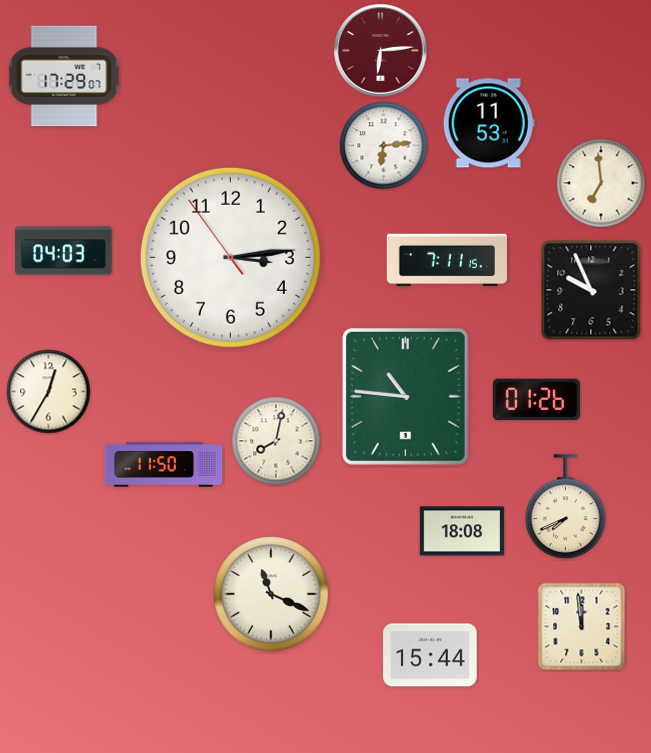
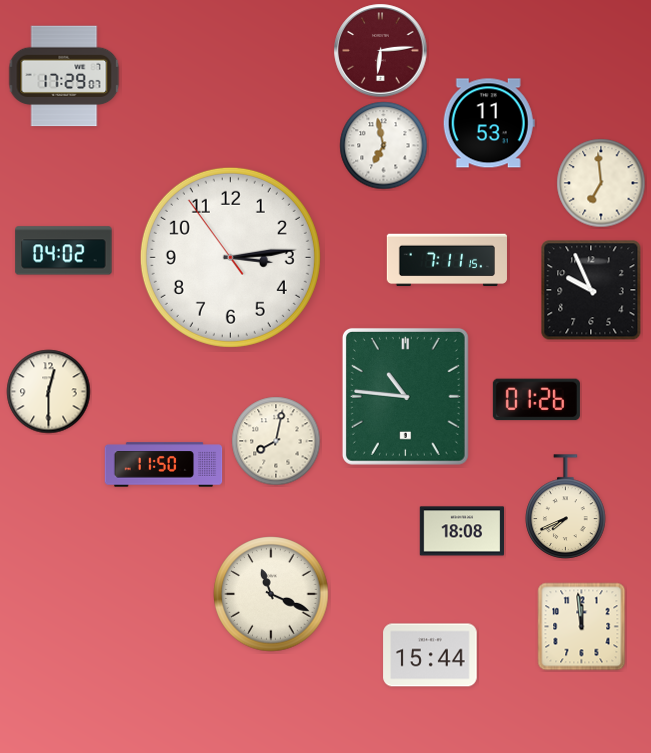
clock at (384, 146): 6:14 -> 6:58
clock at (64, 251): 04:03 -> 04:02
clock at (49, 392): 12:35 -> 12:30
